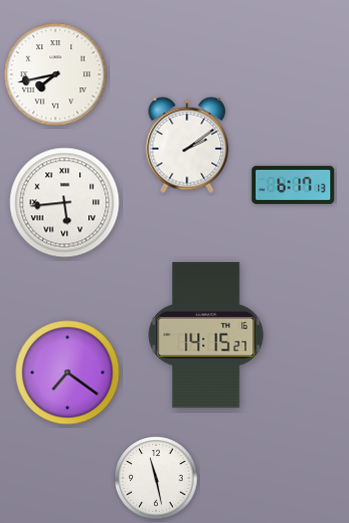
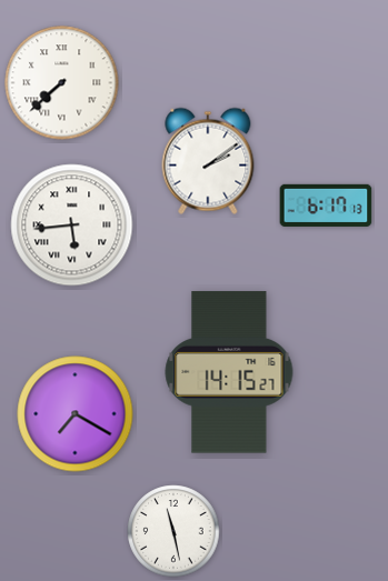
clock at (56, 75): 7:43 -> 7:38
clock at (68, 373): 7:21 -> 7:20
